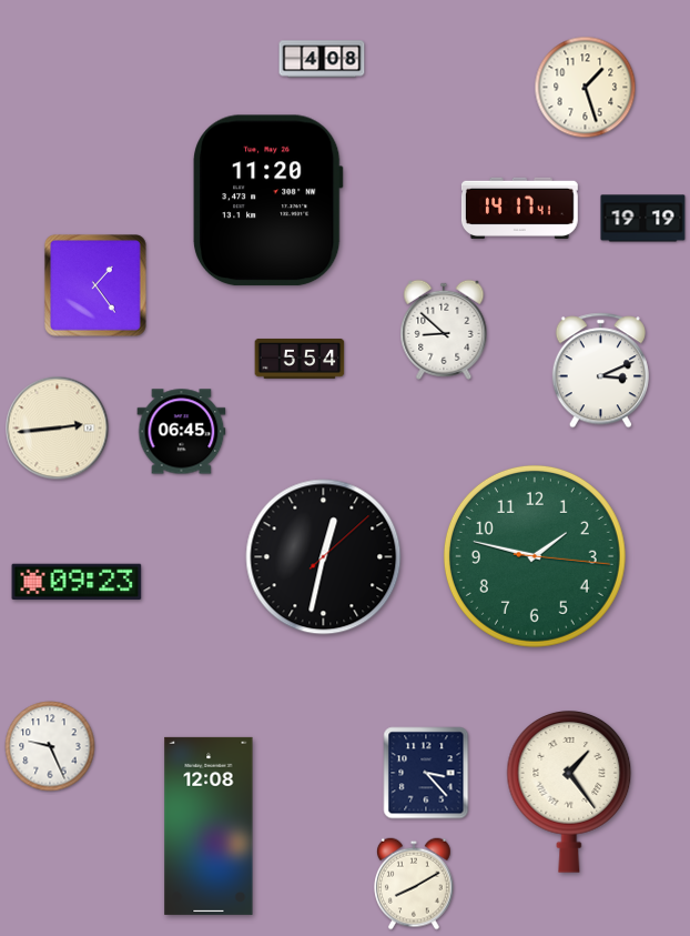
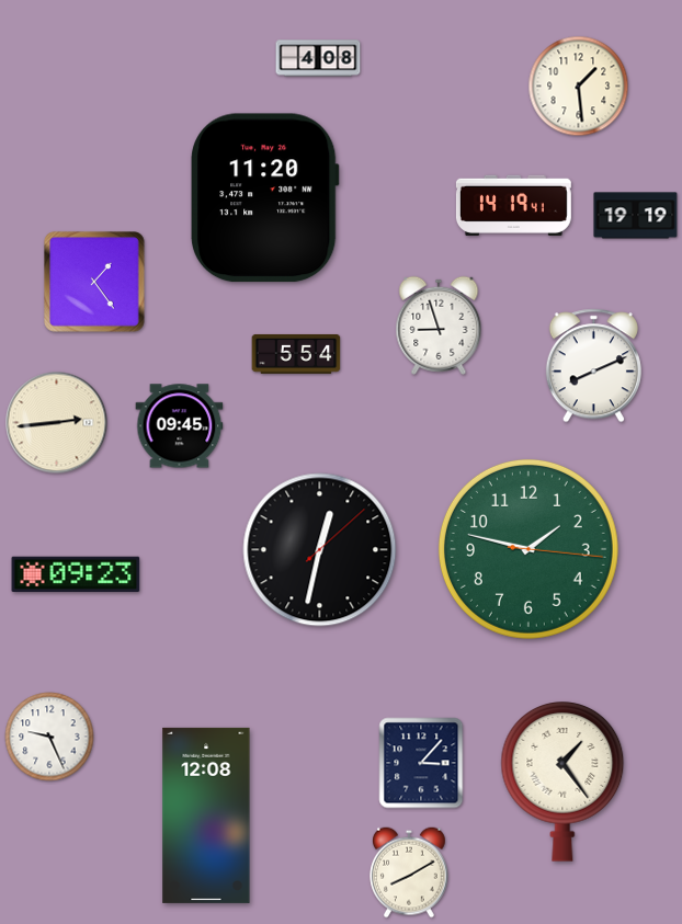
clock at (586, 88): 1:27 -> 1:29
clock at (519, 208): 14:17 -> 14:19
clock at (444, 330): 8:52 -> 8:57
clock at (600, 371): 3:11 -> 8:11
clock at (182, 432): 06:45 -> 09:45
clock at (426, 773): 3:23 -> 3:07
